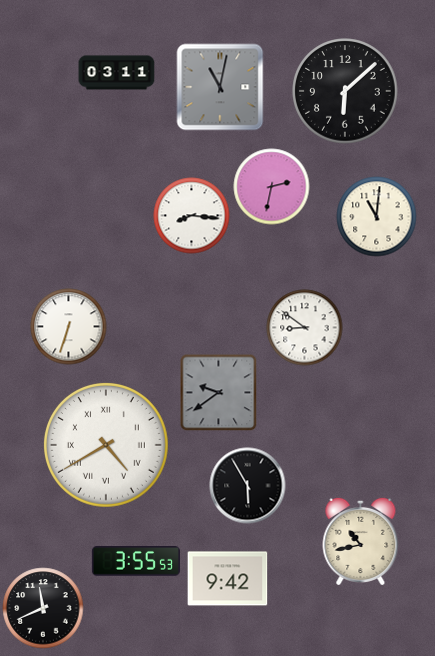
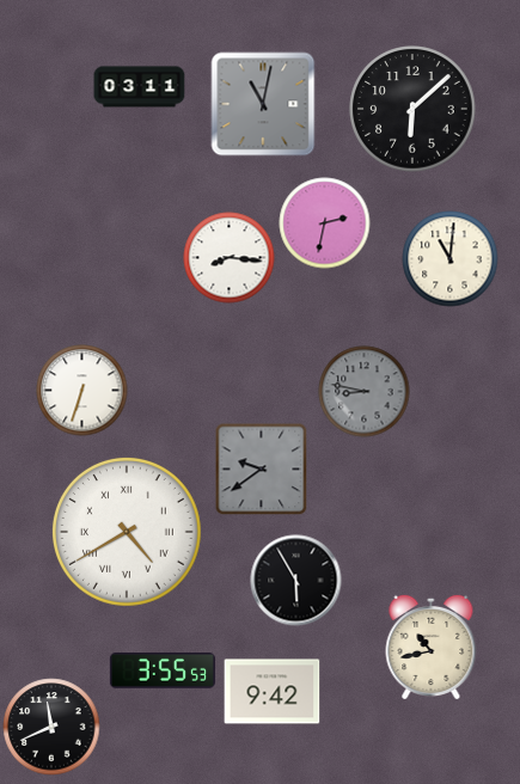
clock at (305, 328): 8:51 -> 8:47
clock at (305, 328) dial: white -> grey
